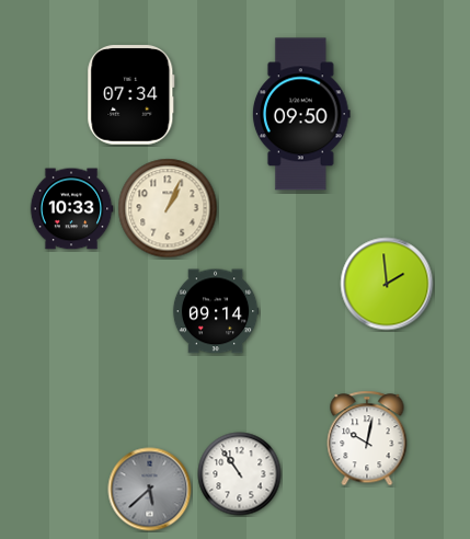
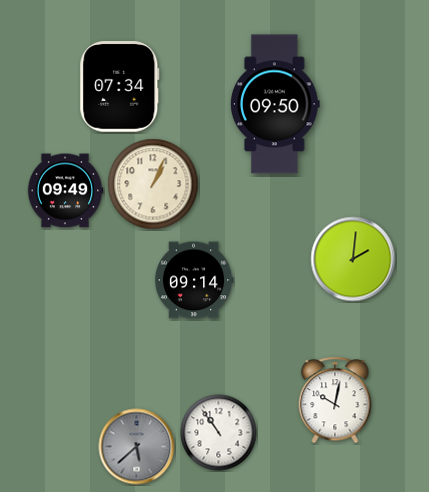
clock at (168, 208) position: (168, 208) -> (153, 184)
clock at (71, 209): 10:33 -> 09:49
clock at (387, 284): 1:59 -> 2:01
clock at (216, 311) position: (216, 311) -> (194, 280)
